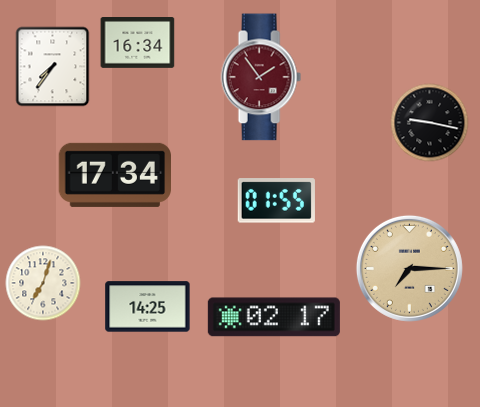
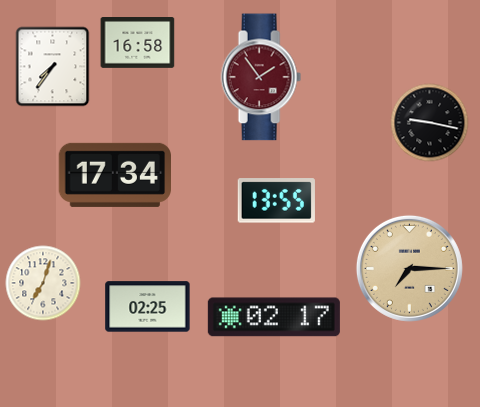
clock at (138, 43): 16:34 -> 16:58
clock at (276, 201): 01:55 -> 13:55
clock at (148, 307): 14:25 -> 02:25
